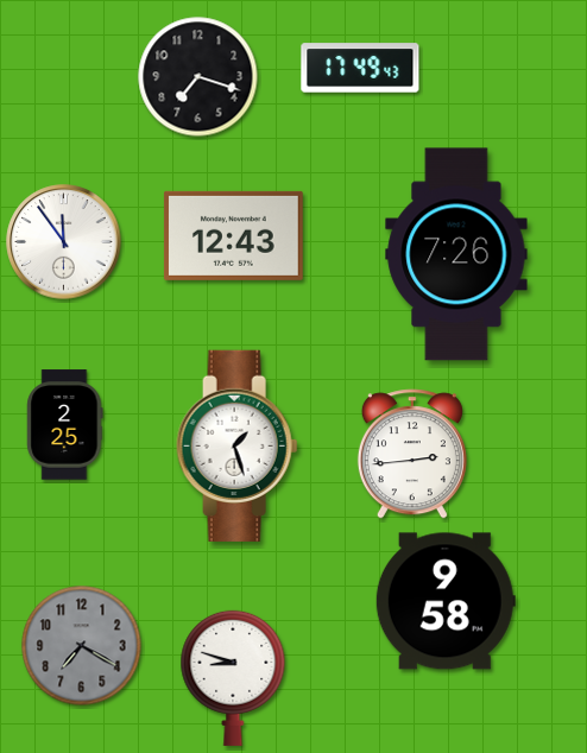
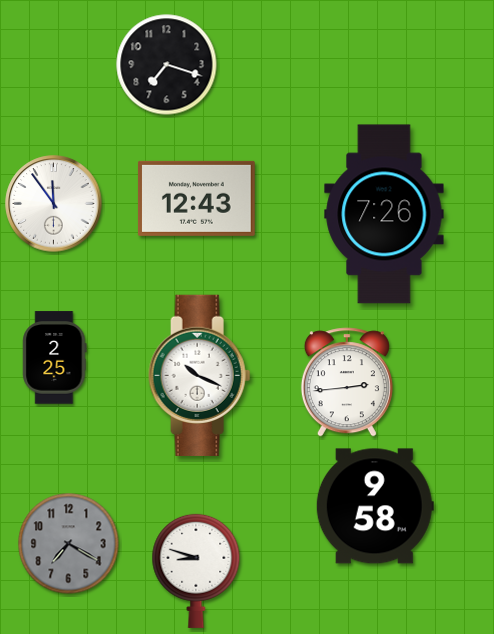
clock at (360, 68): 17:49 -> none
clock at (238, 445): 1:27 -> 10:19
